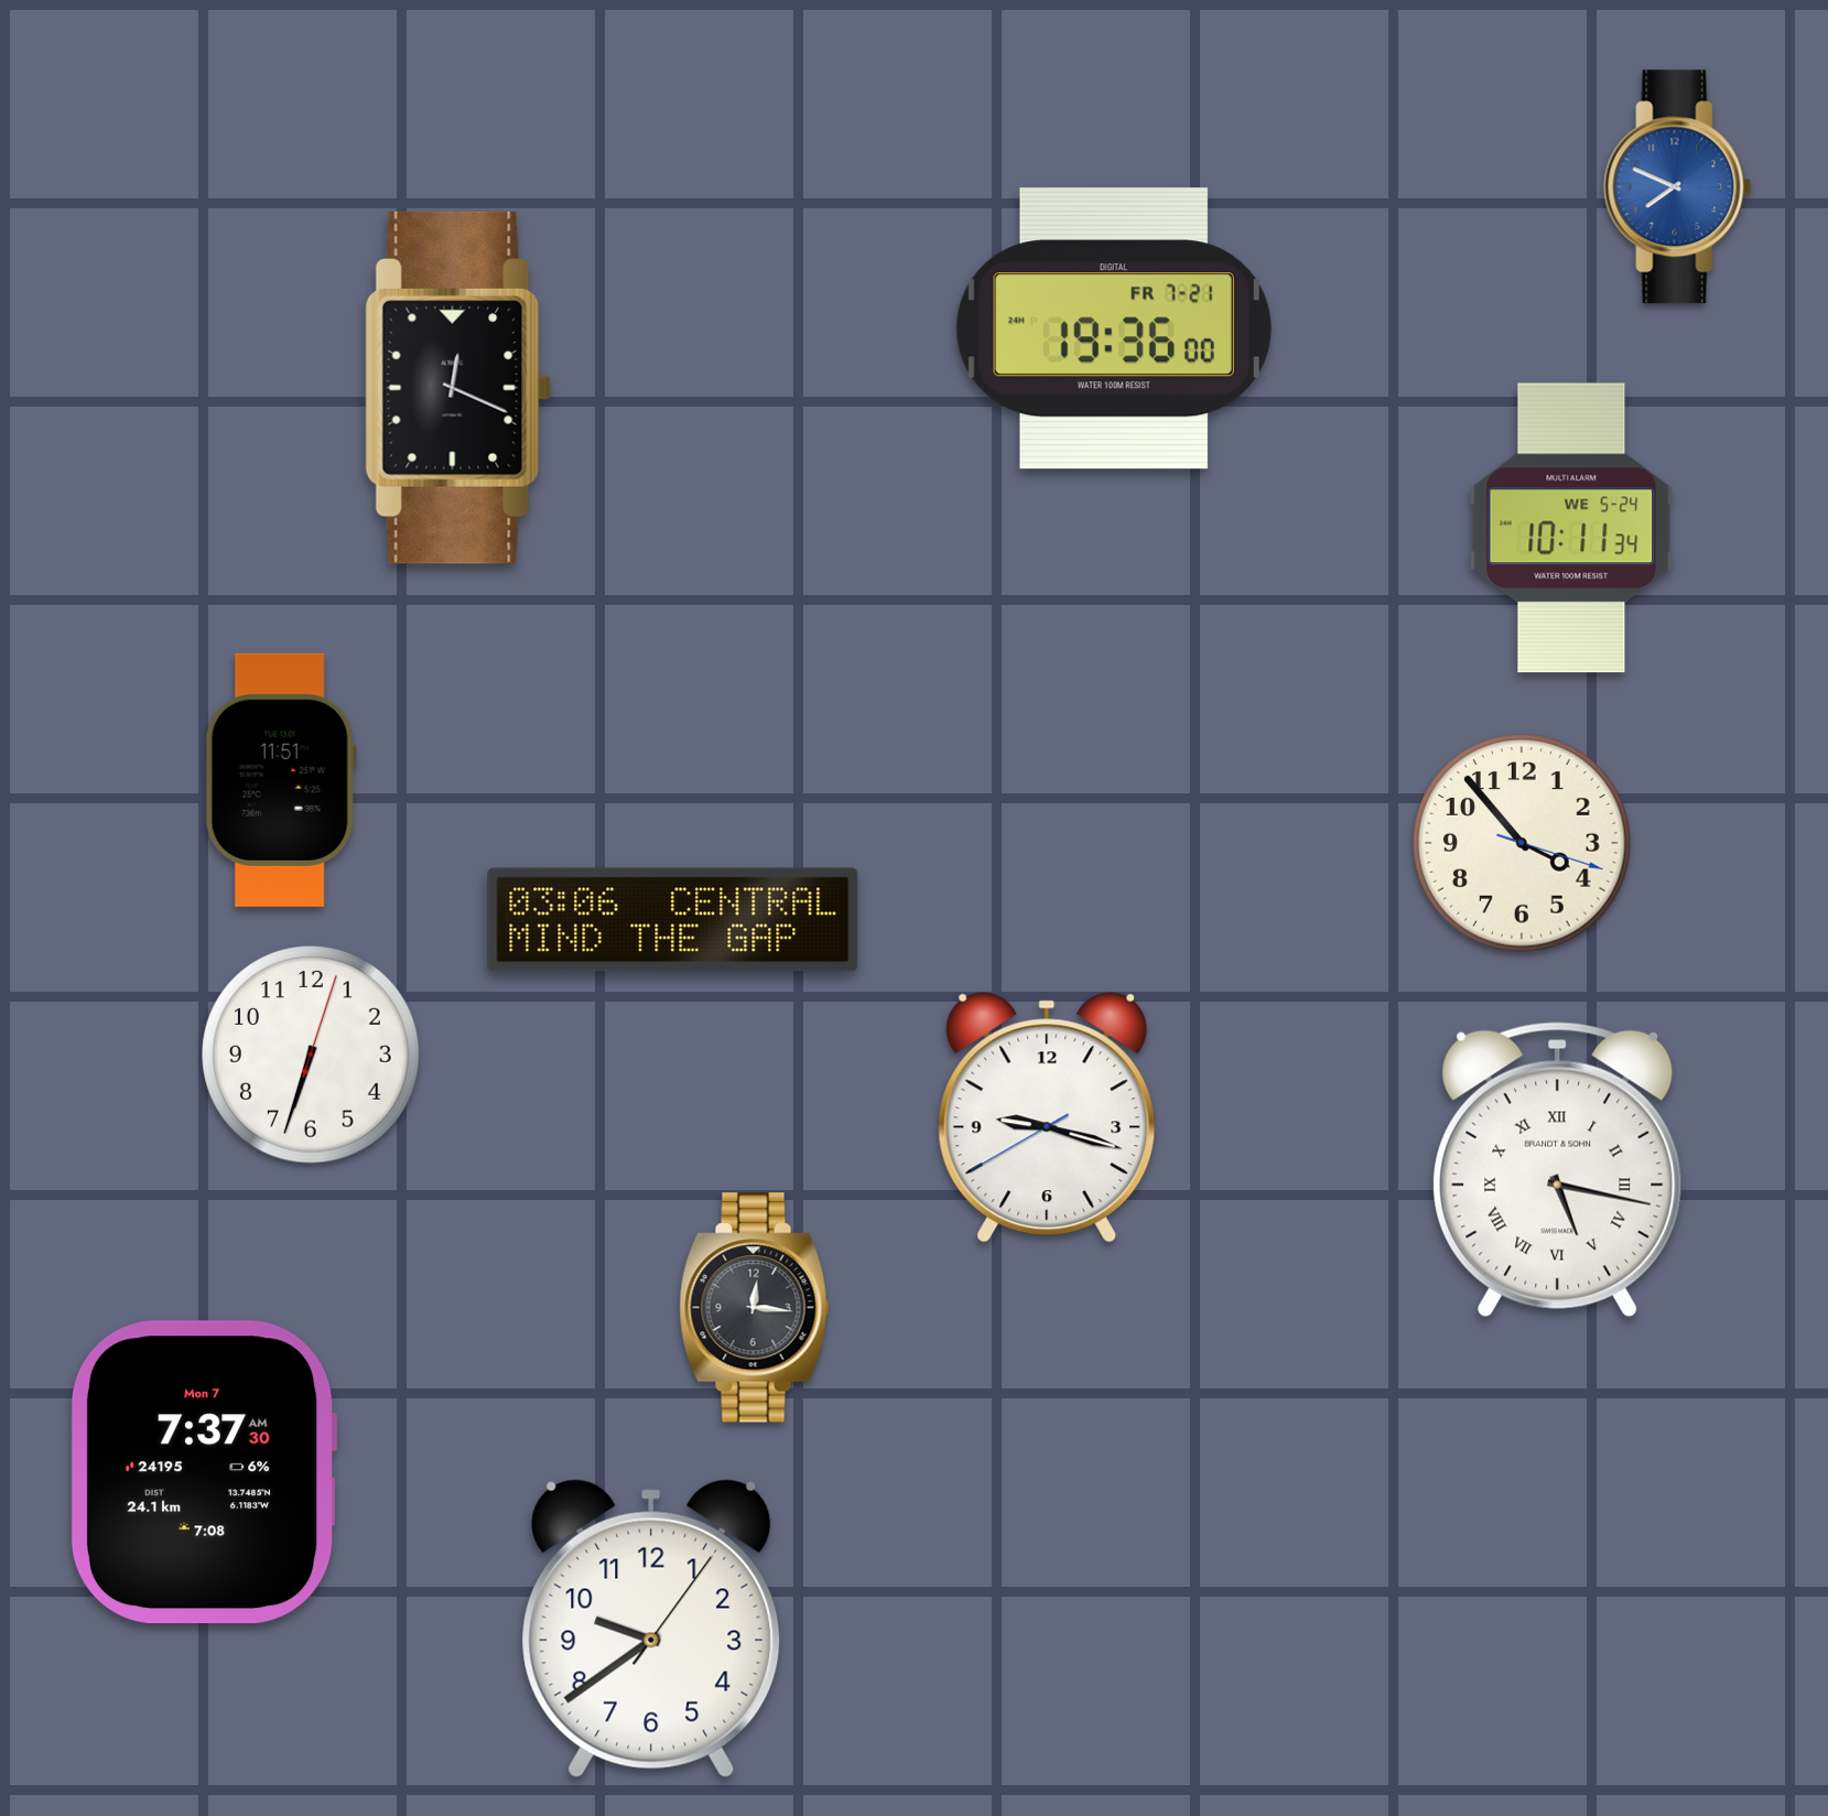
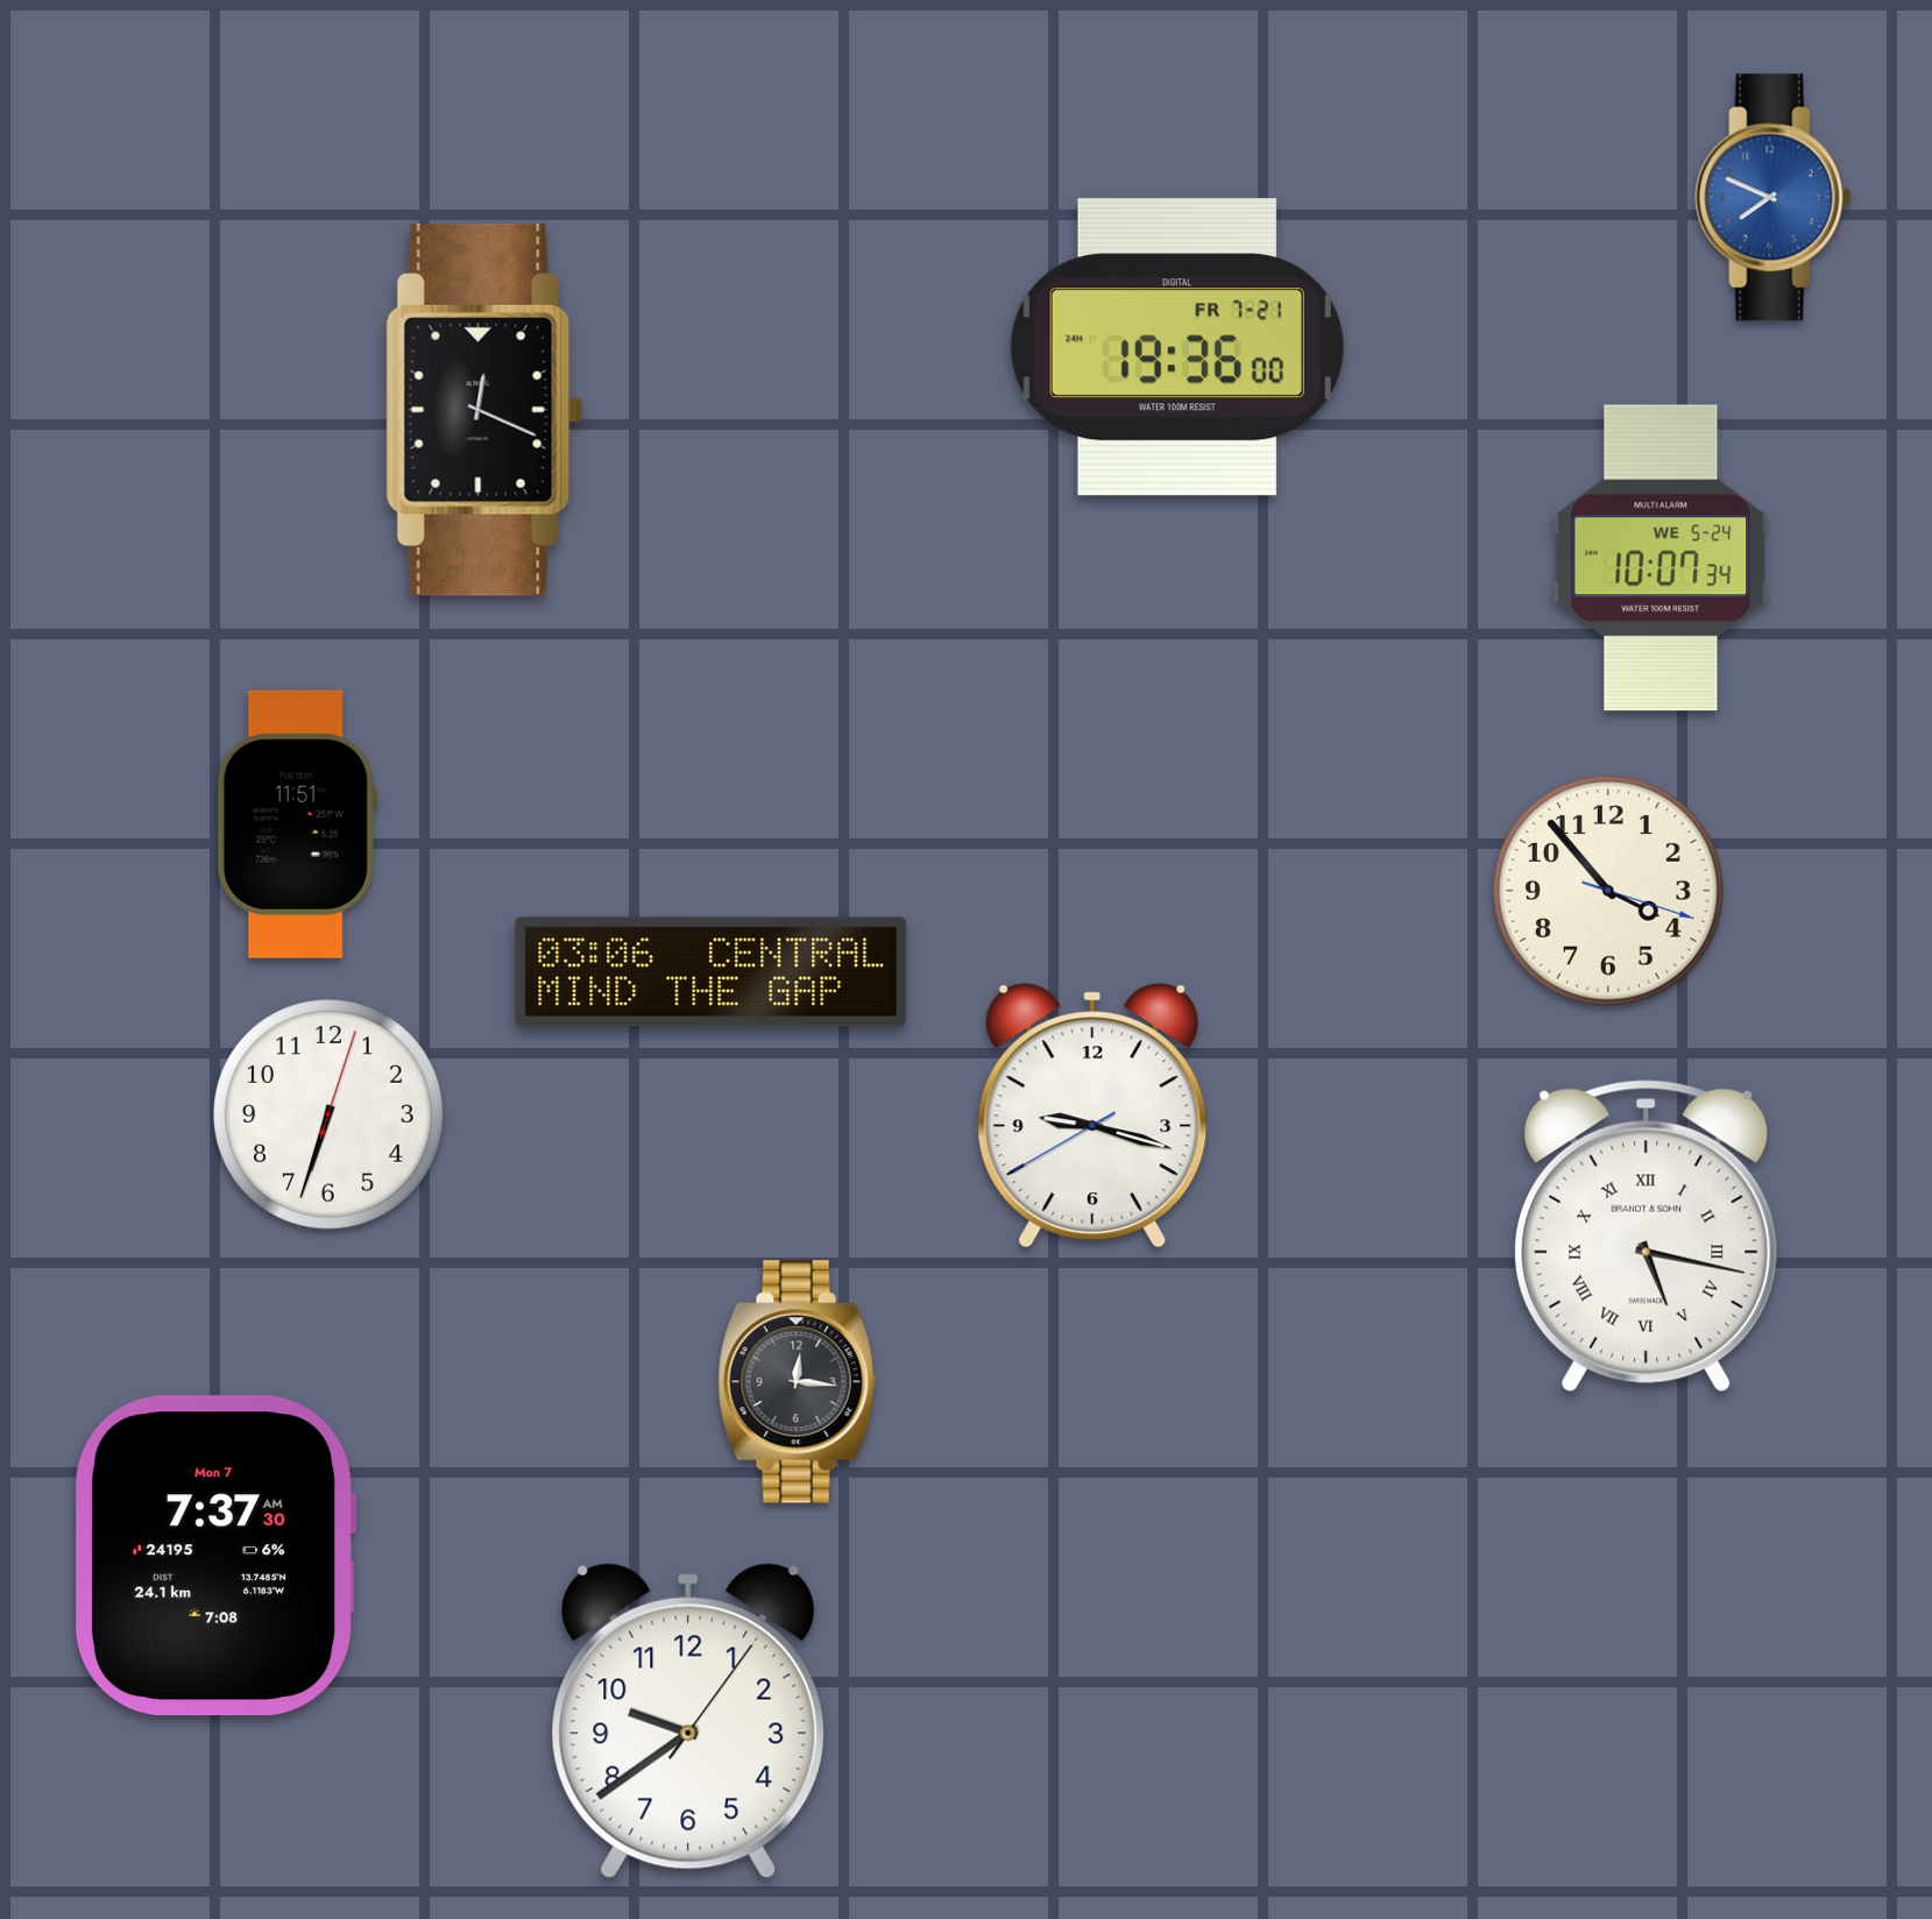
clock at (1571, 528): 10:11 -> 10:07
clock at (1047, 1117) position: (1047, 1117) -> (1092, 1116)
